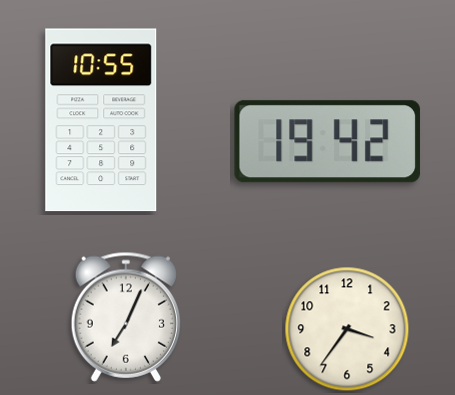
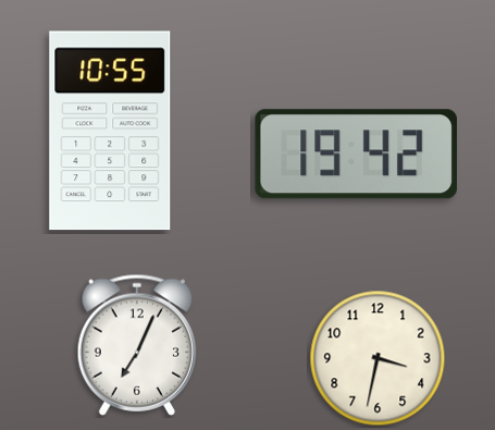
clock at (347, 329): 3:36 -> 3:32
